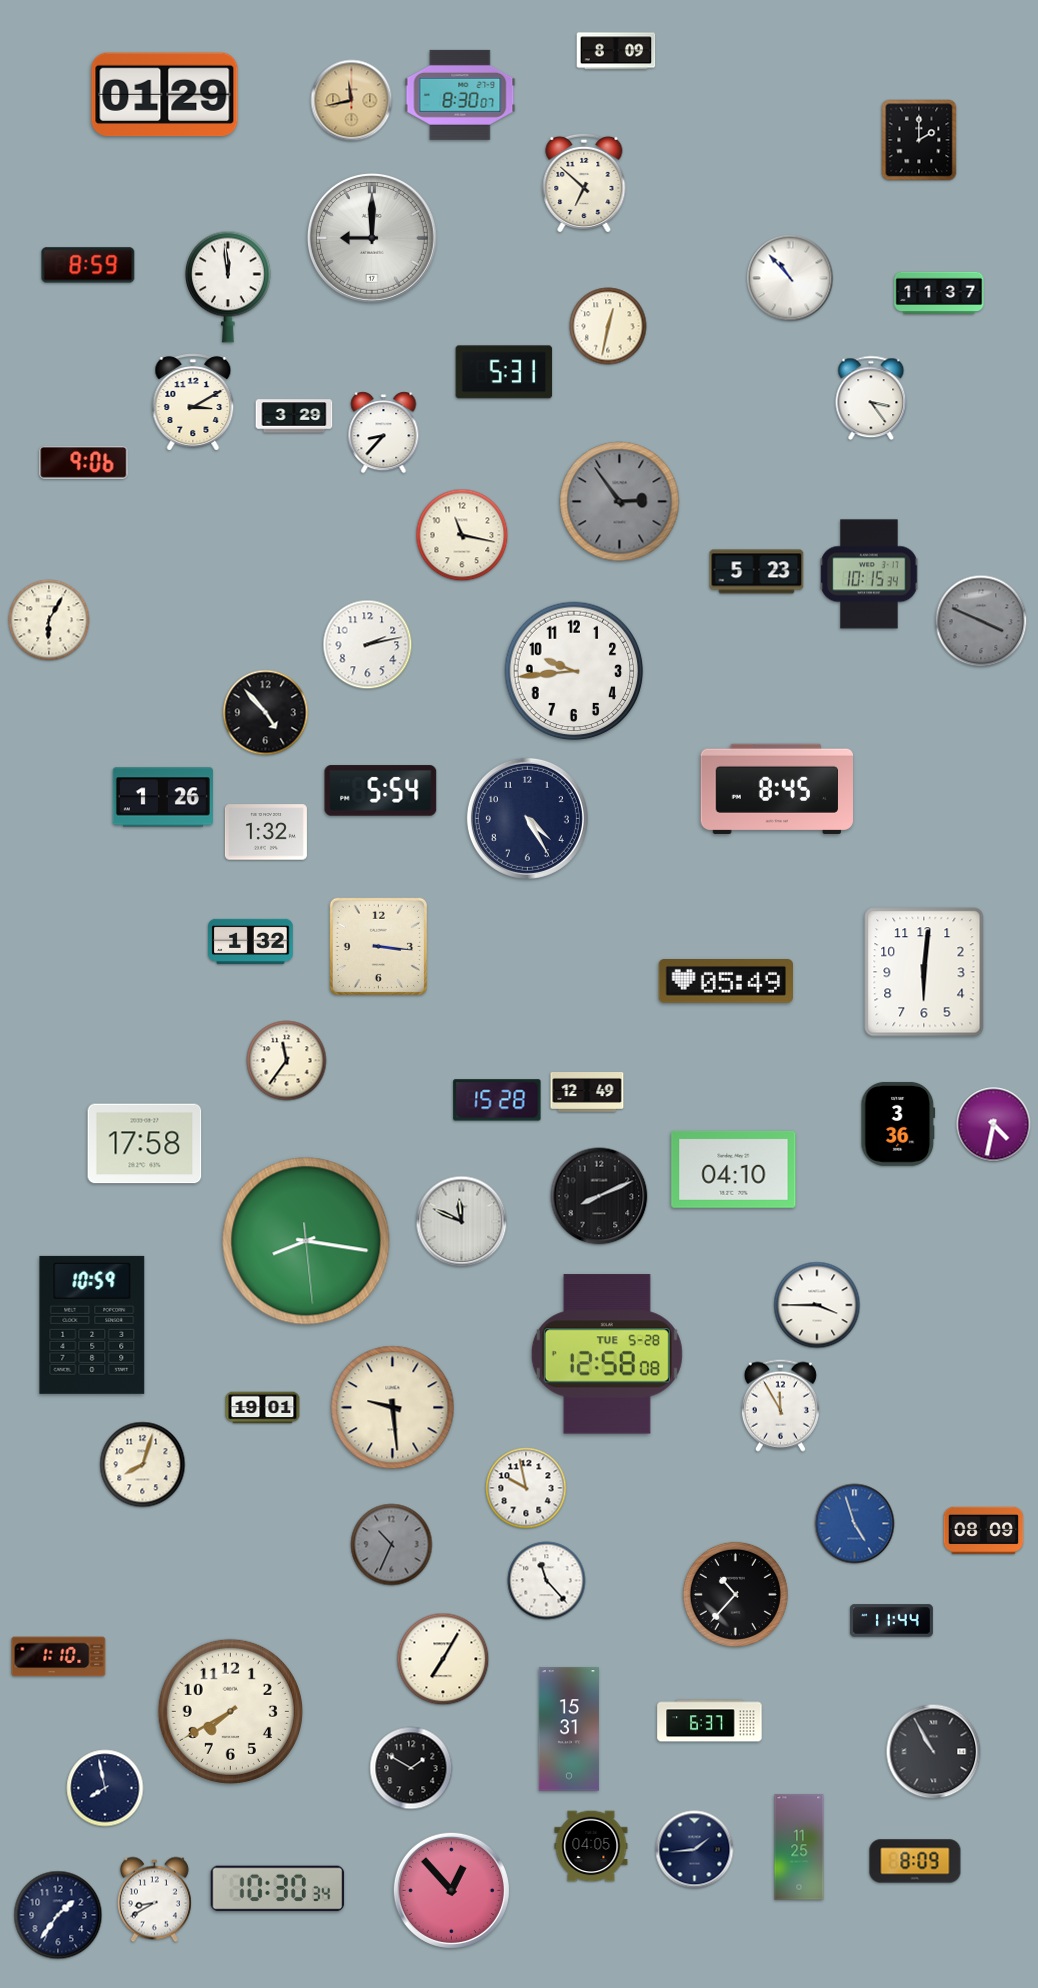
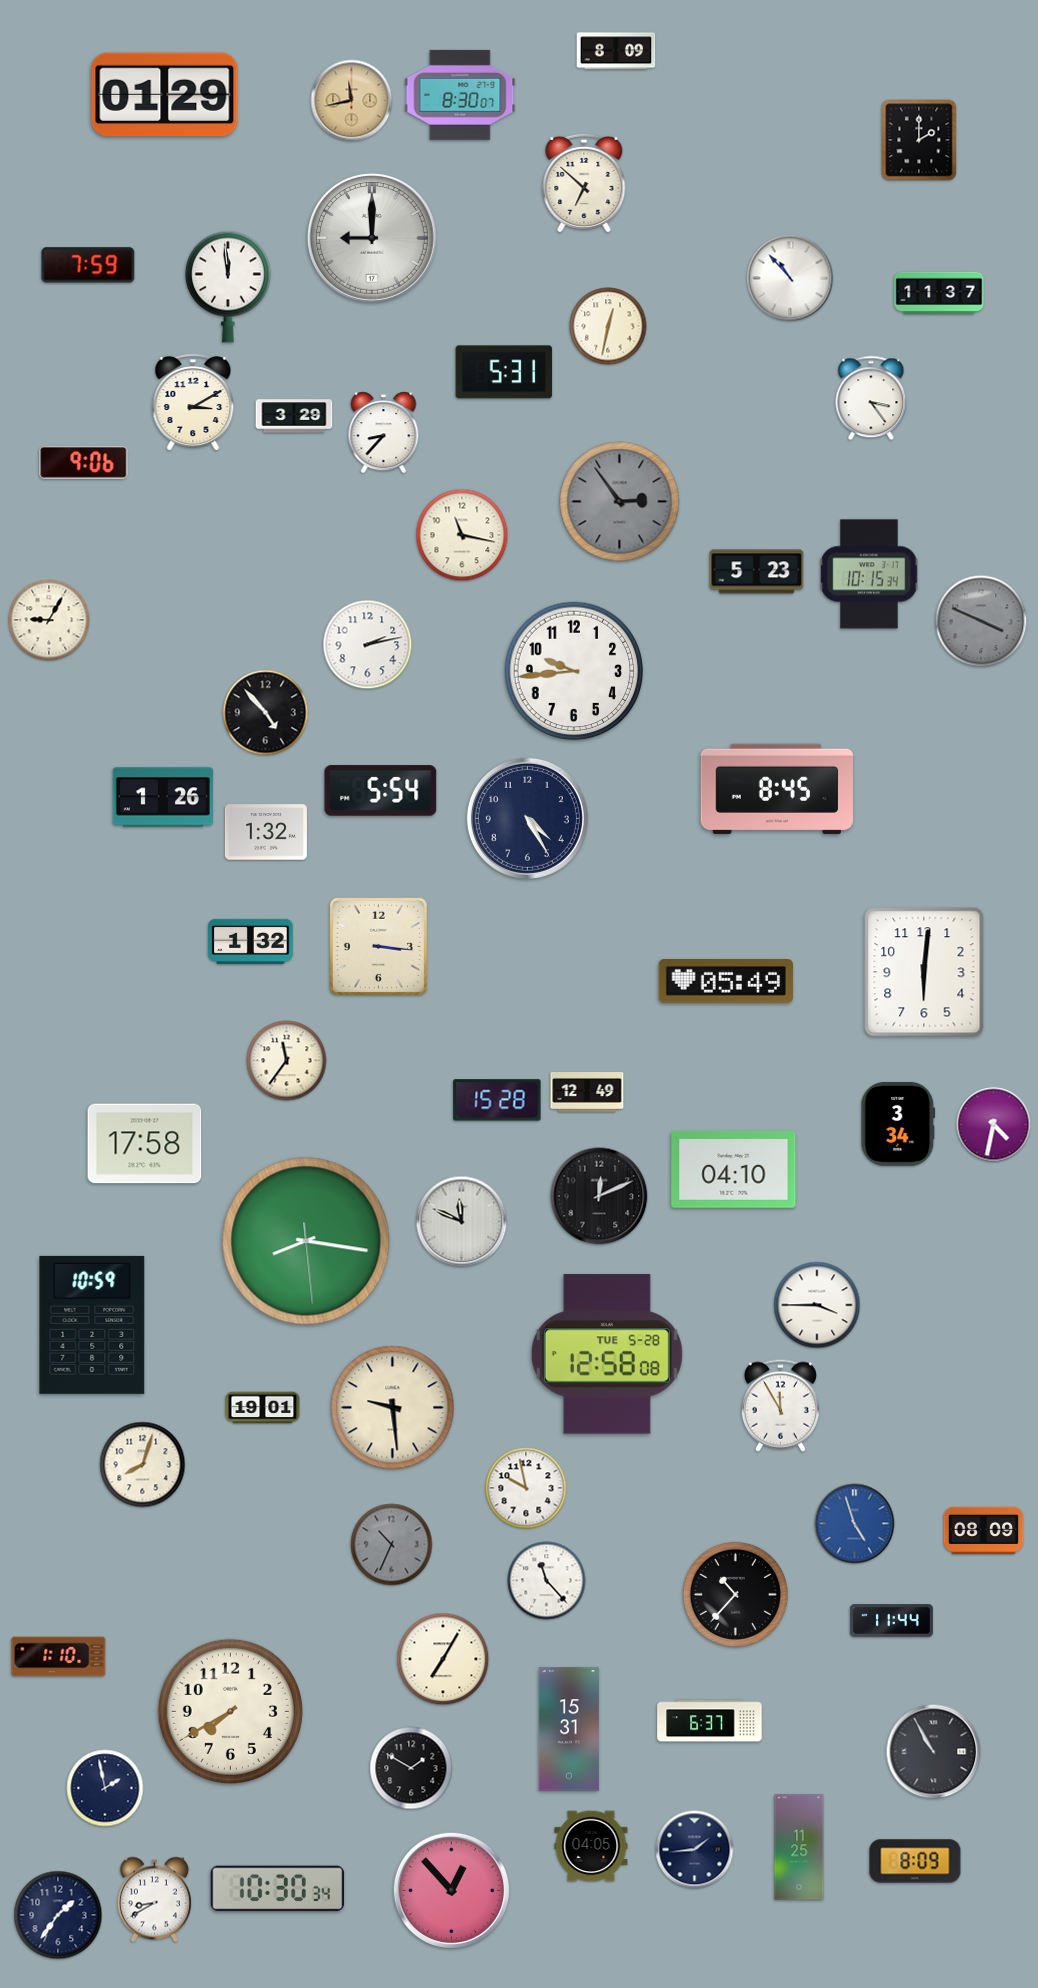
clock at (88, 265): 8:59 -> 7:59
clock at (49, 620): 6:05 -> 9:05
clock at (898, 1124): 3:36 -> 3:34
clock at (599, 1196): 8:11 -> 12:11
clock at (105, 1788): 7:58 -> 1:58
